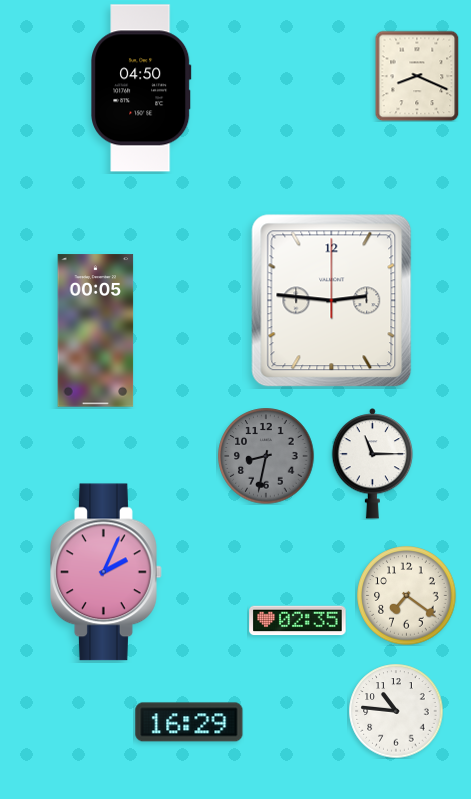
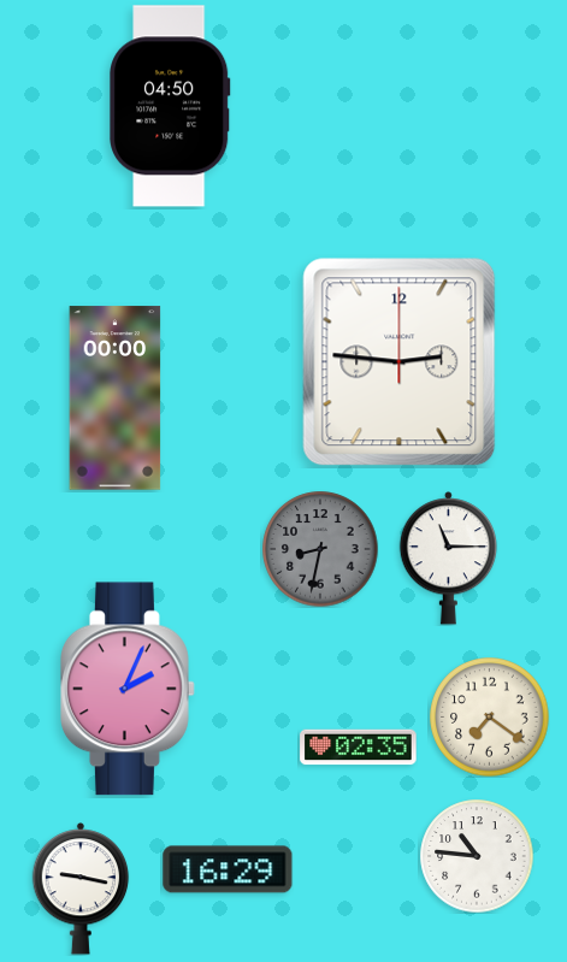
clock at (417, 76): 8:19 -> none
clock at (96, 331): 00:05 -> 00:00
clock at (81, 889): none -> 9:17
